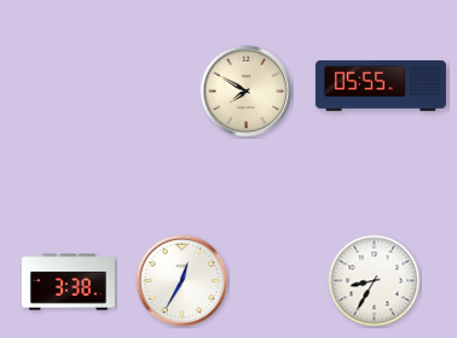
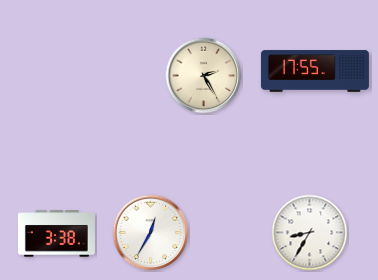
clock at (381, 86): 05:55 -> 17:55
clock at (247, 92): 7:50 -> 2:25
